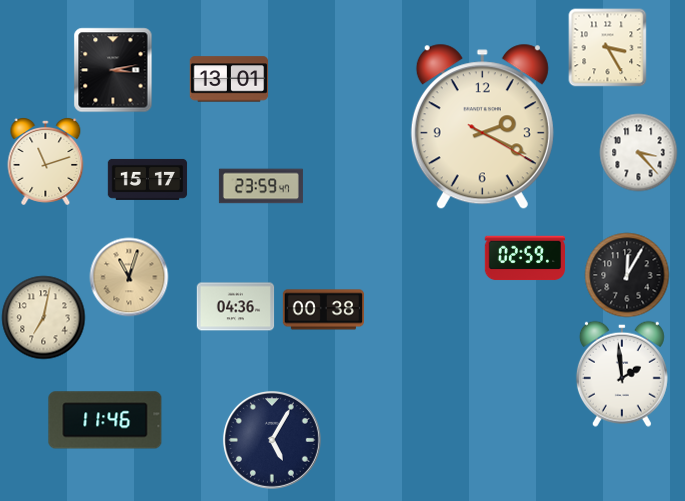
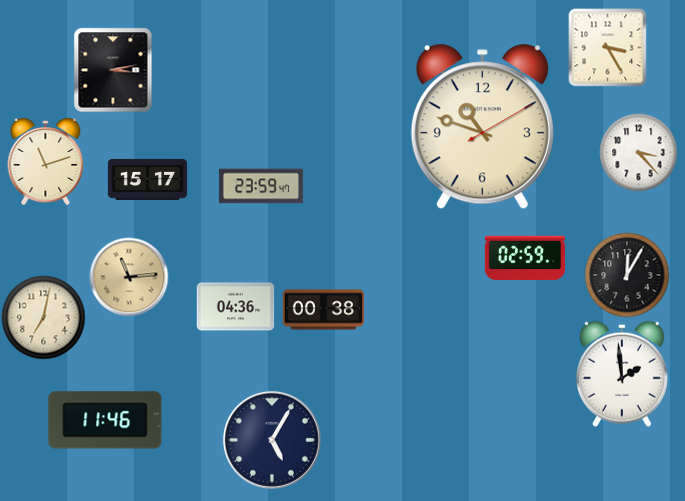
clock at (229, 79): 13:01 -> none
clock at (482, 127): 2:19 -> 10:48
clock at (129, 277): 11:03 -> 11:14
